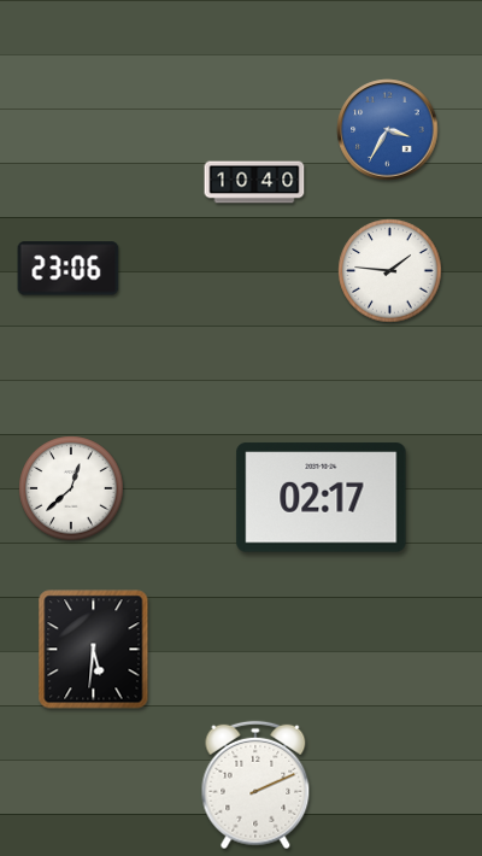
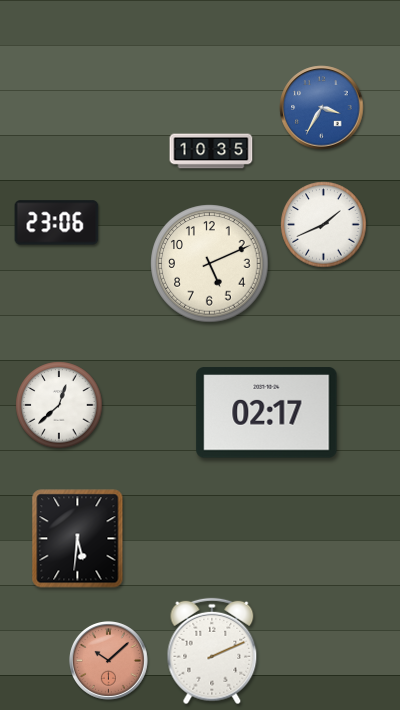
clock at (254, 182): 10:40 -> 10:35
clock at (390, 271): 1:46 -> 1:41
clock at (210, 264): none -> 5:11
clock at (109, 661): none -> 10:08
